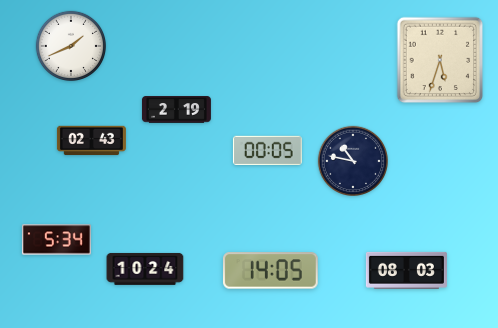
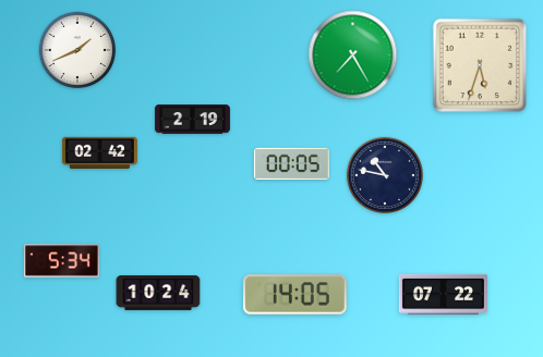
clock at (353, 56): none -> 7:25
clock at (91, 141): 02:43 -> 02:42
clock at (406, 270): 08:03 -> 07:22
